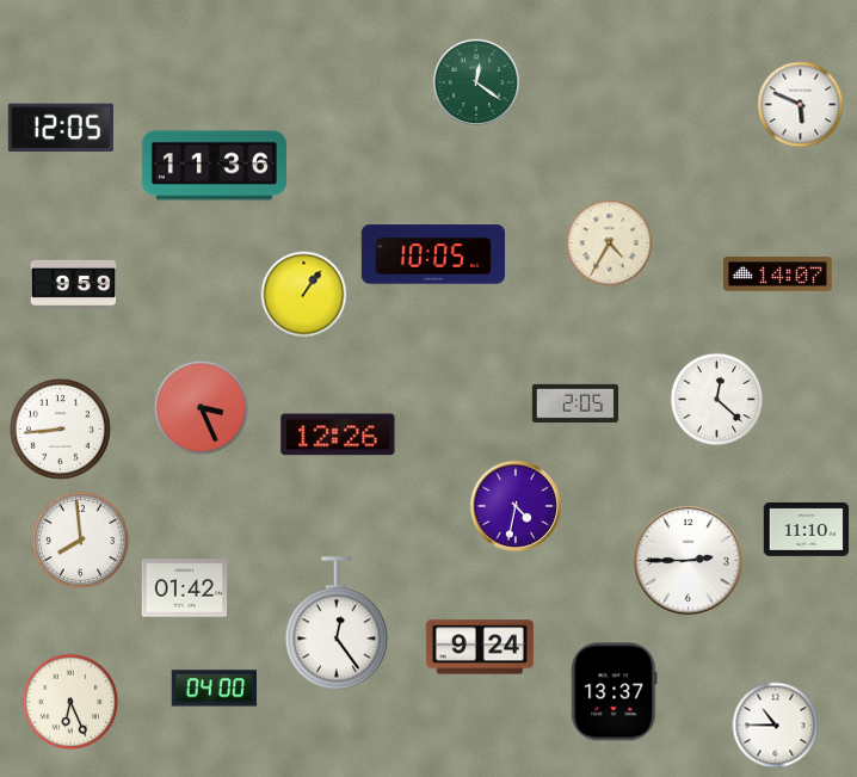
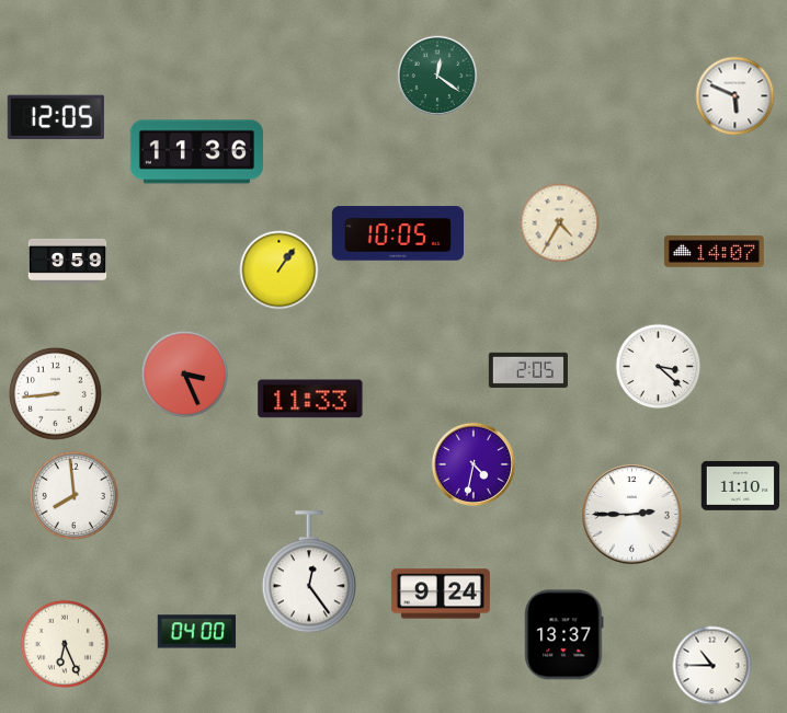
clock at (717, 400): 12:22 -> 3:22
clock at (338, 434): 12:26 -> 11:33
clock at (185, 588): 01:42 -> none
